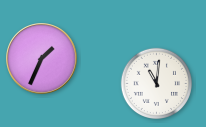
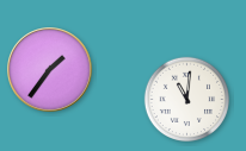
clock at (42, 59): 1:34 -> 1:36
